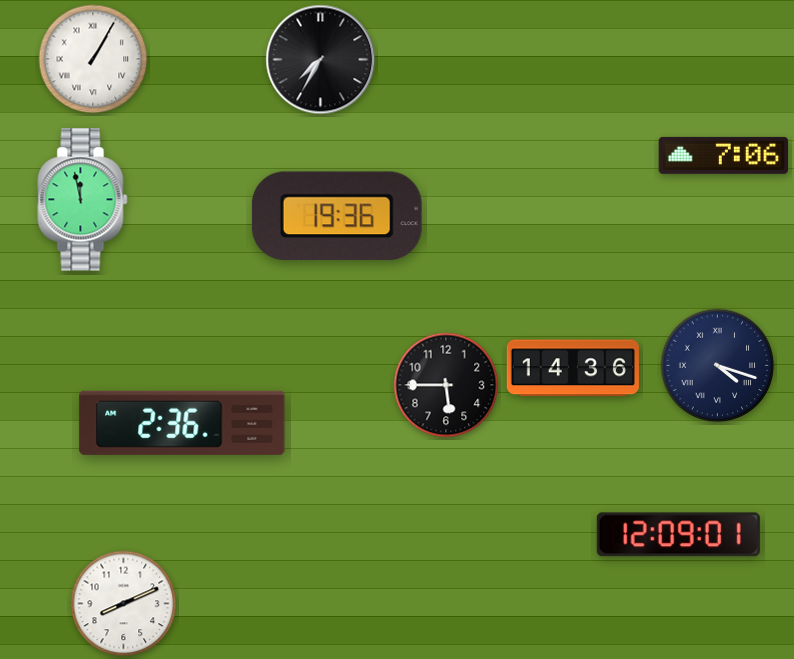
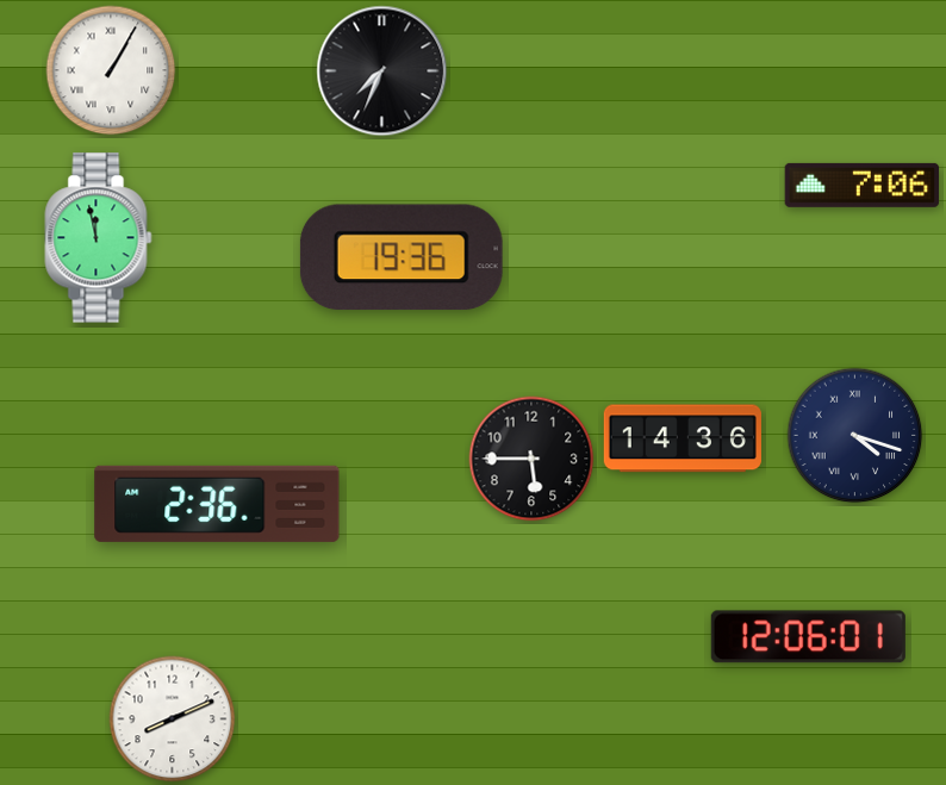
clock at (321, 60): 7:35 -> 7:34
clock at (678, 535): 12:09 -> 12:06
clock at (124, 604) position: (124, 604) -> (173, 719)
